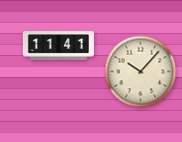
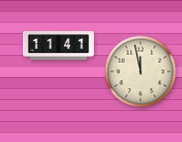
clock at (141, 72): 10:07 -> 11:58
